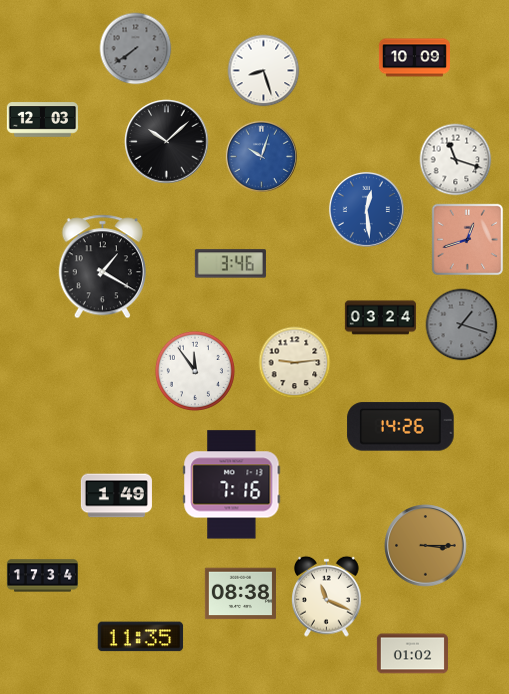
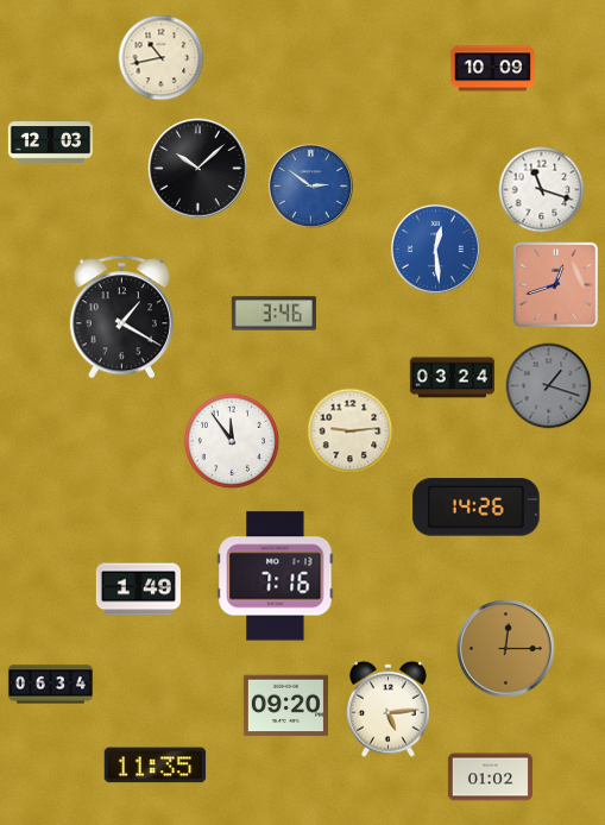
clock at (136, 49): 7:39 -> 10:43
clock at (136, 49) dial: grey -> cream
clock at (264, 71): 8:27 -> none
clock at (261, 156): 10:03 -> 2:51
clock at (426, 546): 3:15 -> 12:15
clock at (42, 576): 17:34 -> 06:34
clock at (240, 594): 08:38 -> 09:20
clock at (327, 596): 11:19 -> 5:14
clock at (141, 637) position: (141, 637) -> (156, 766)
